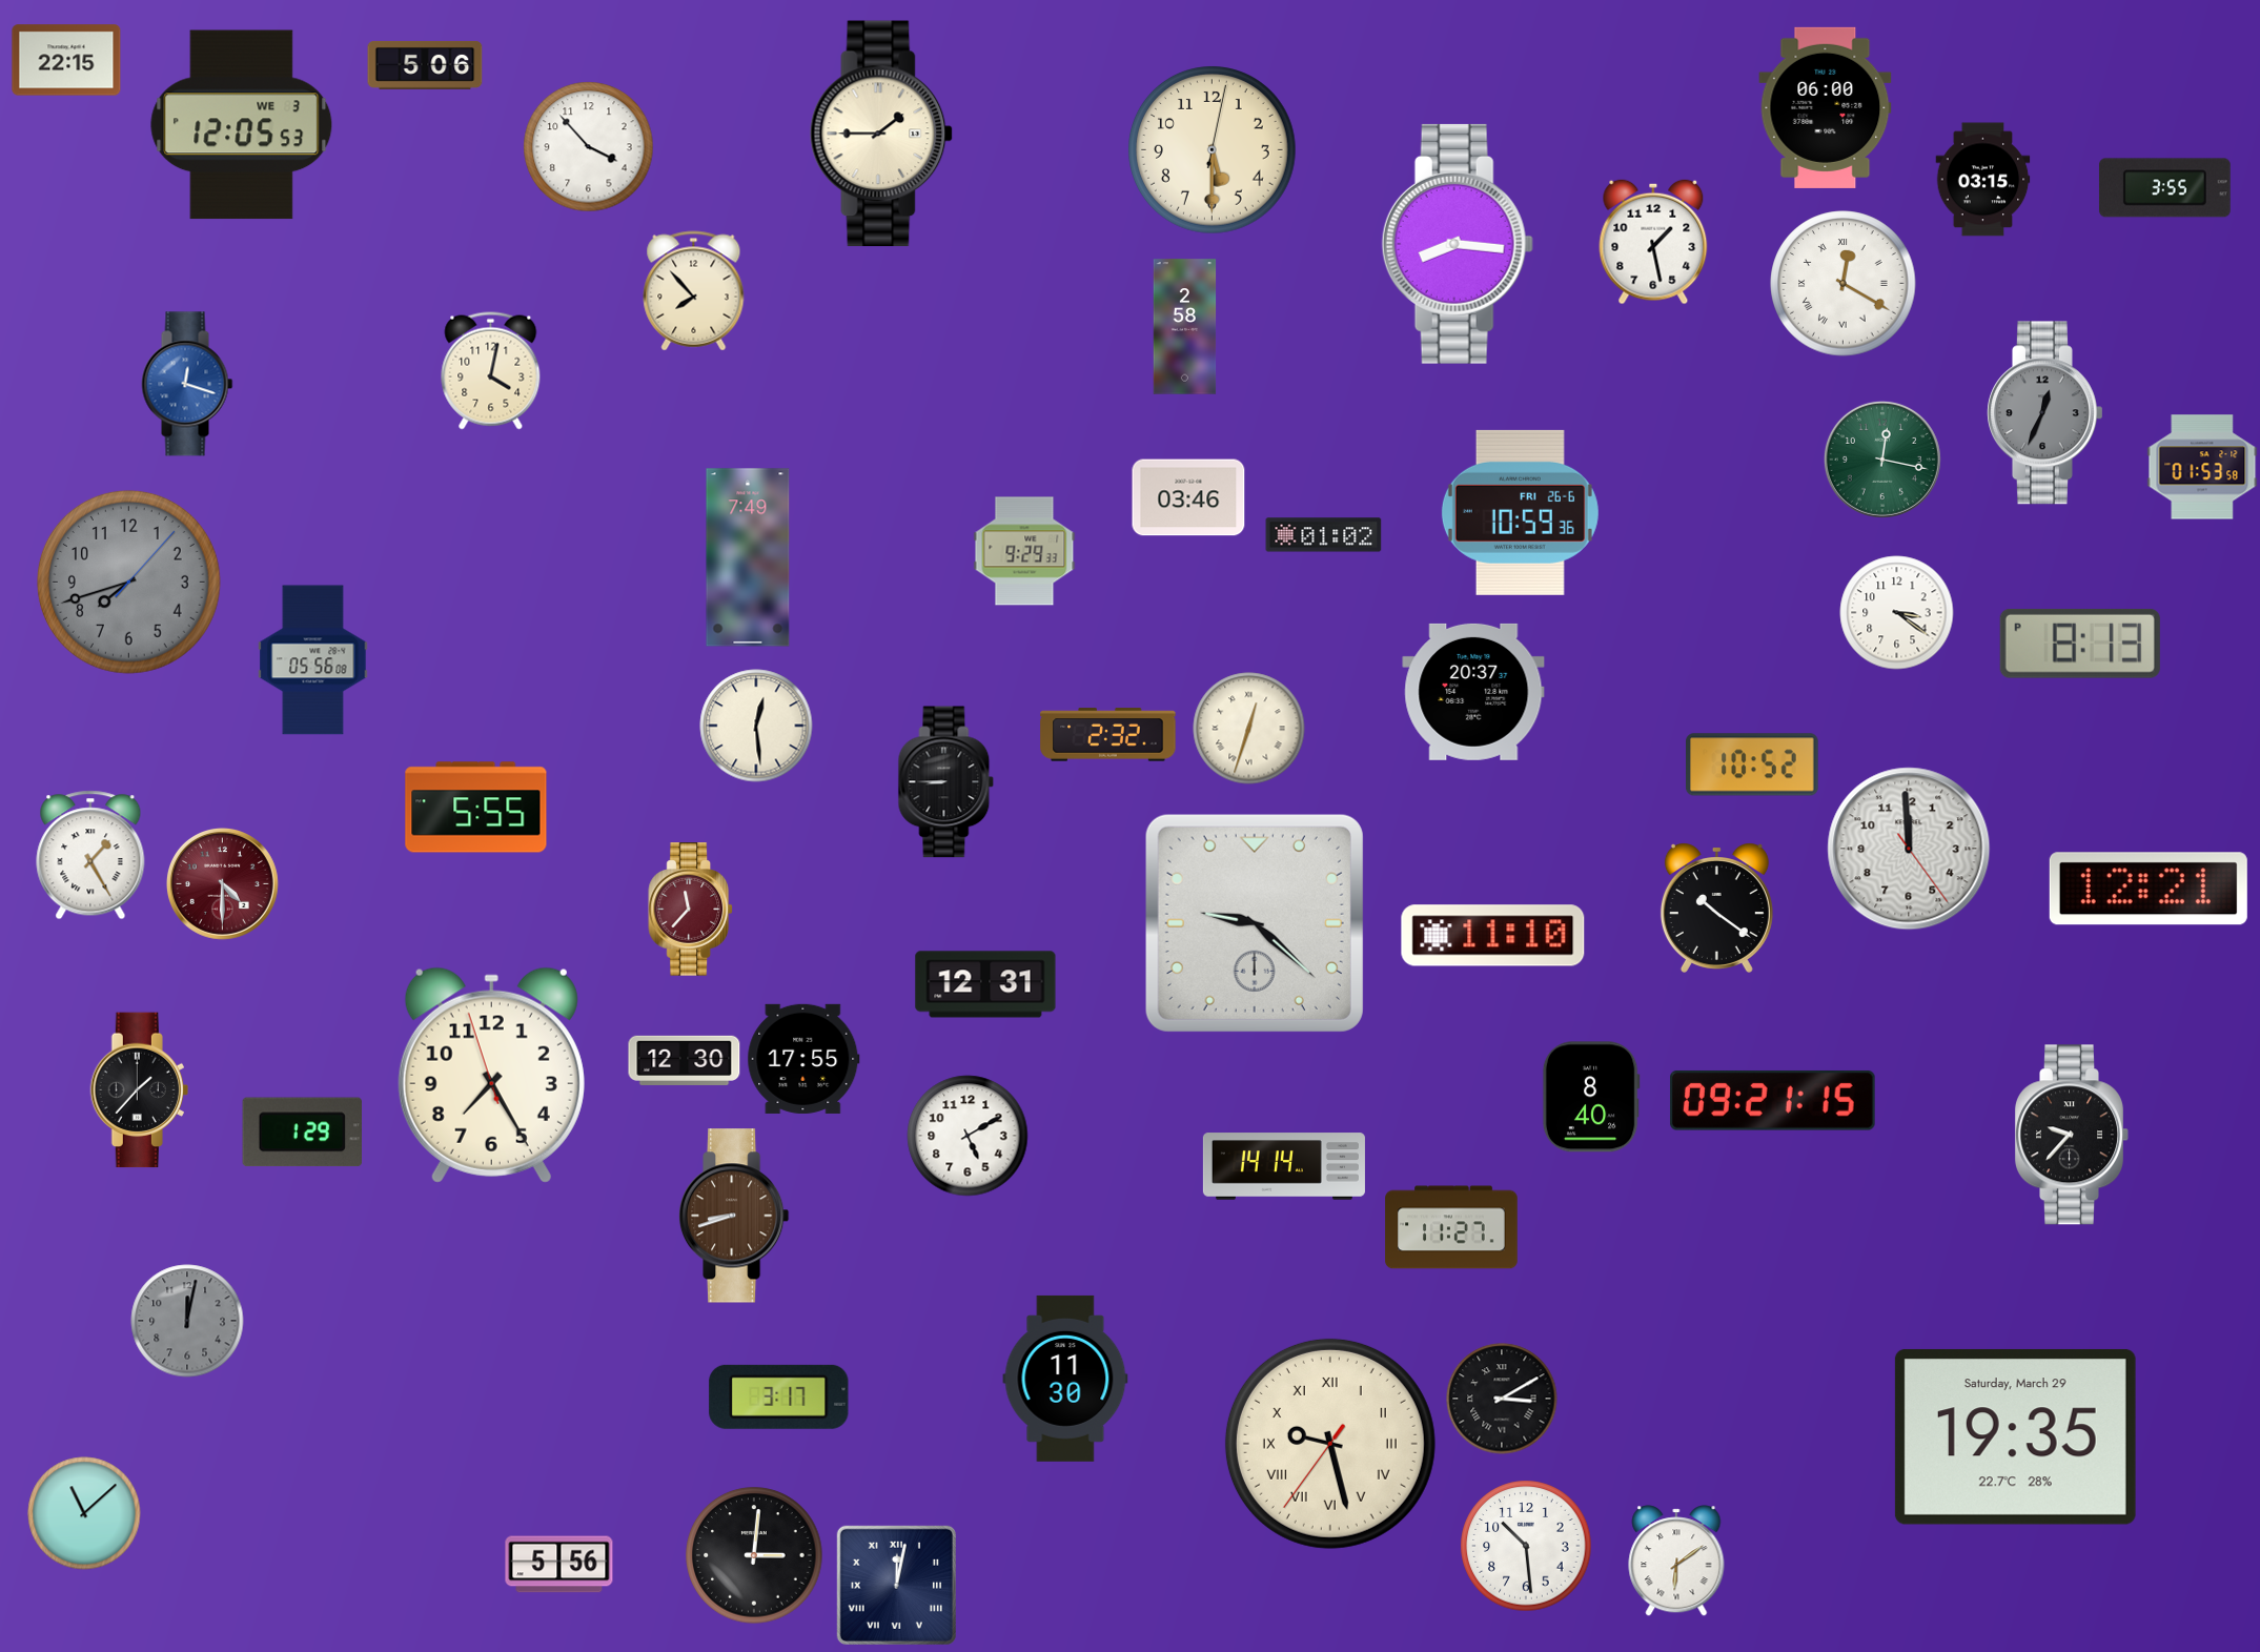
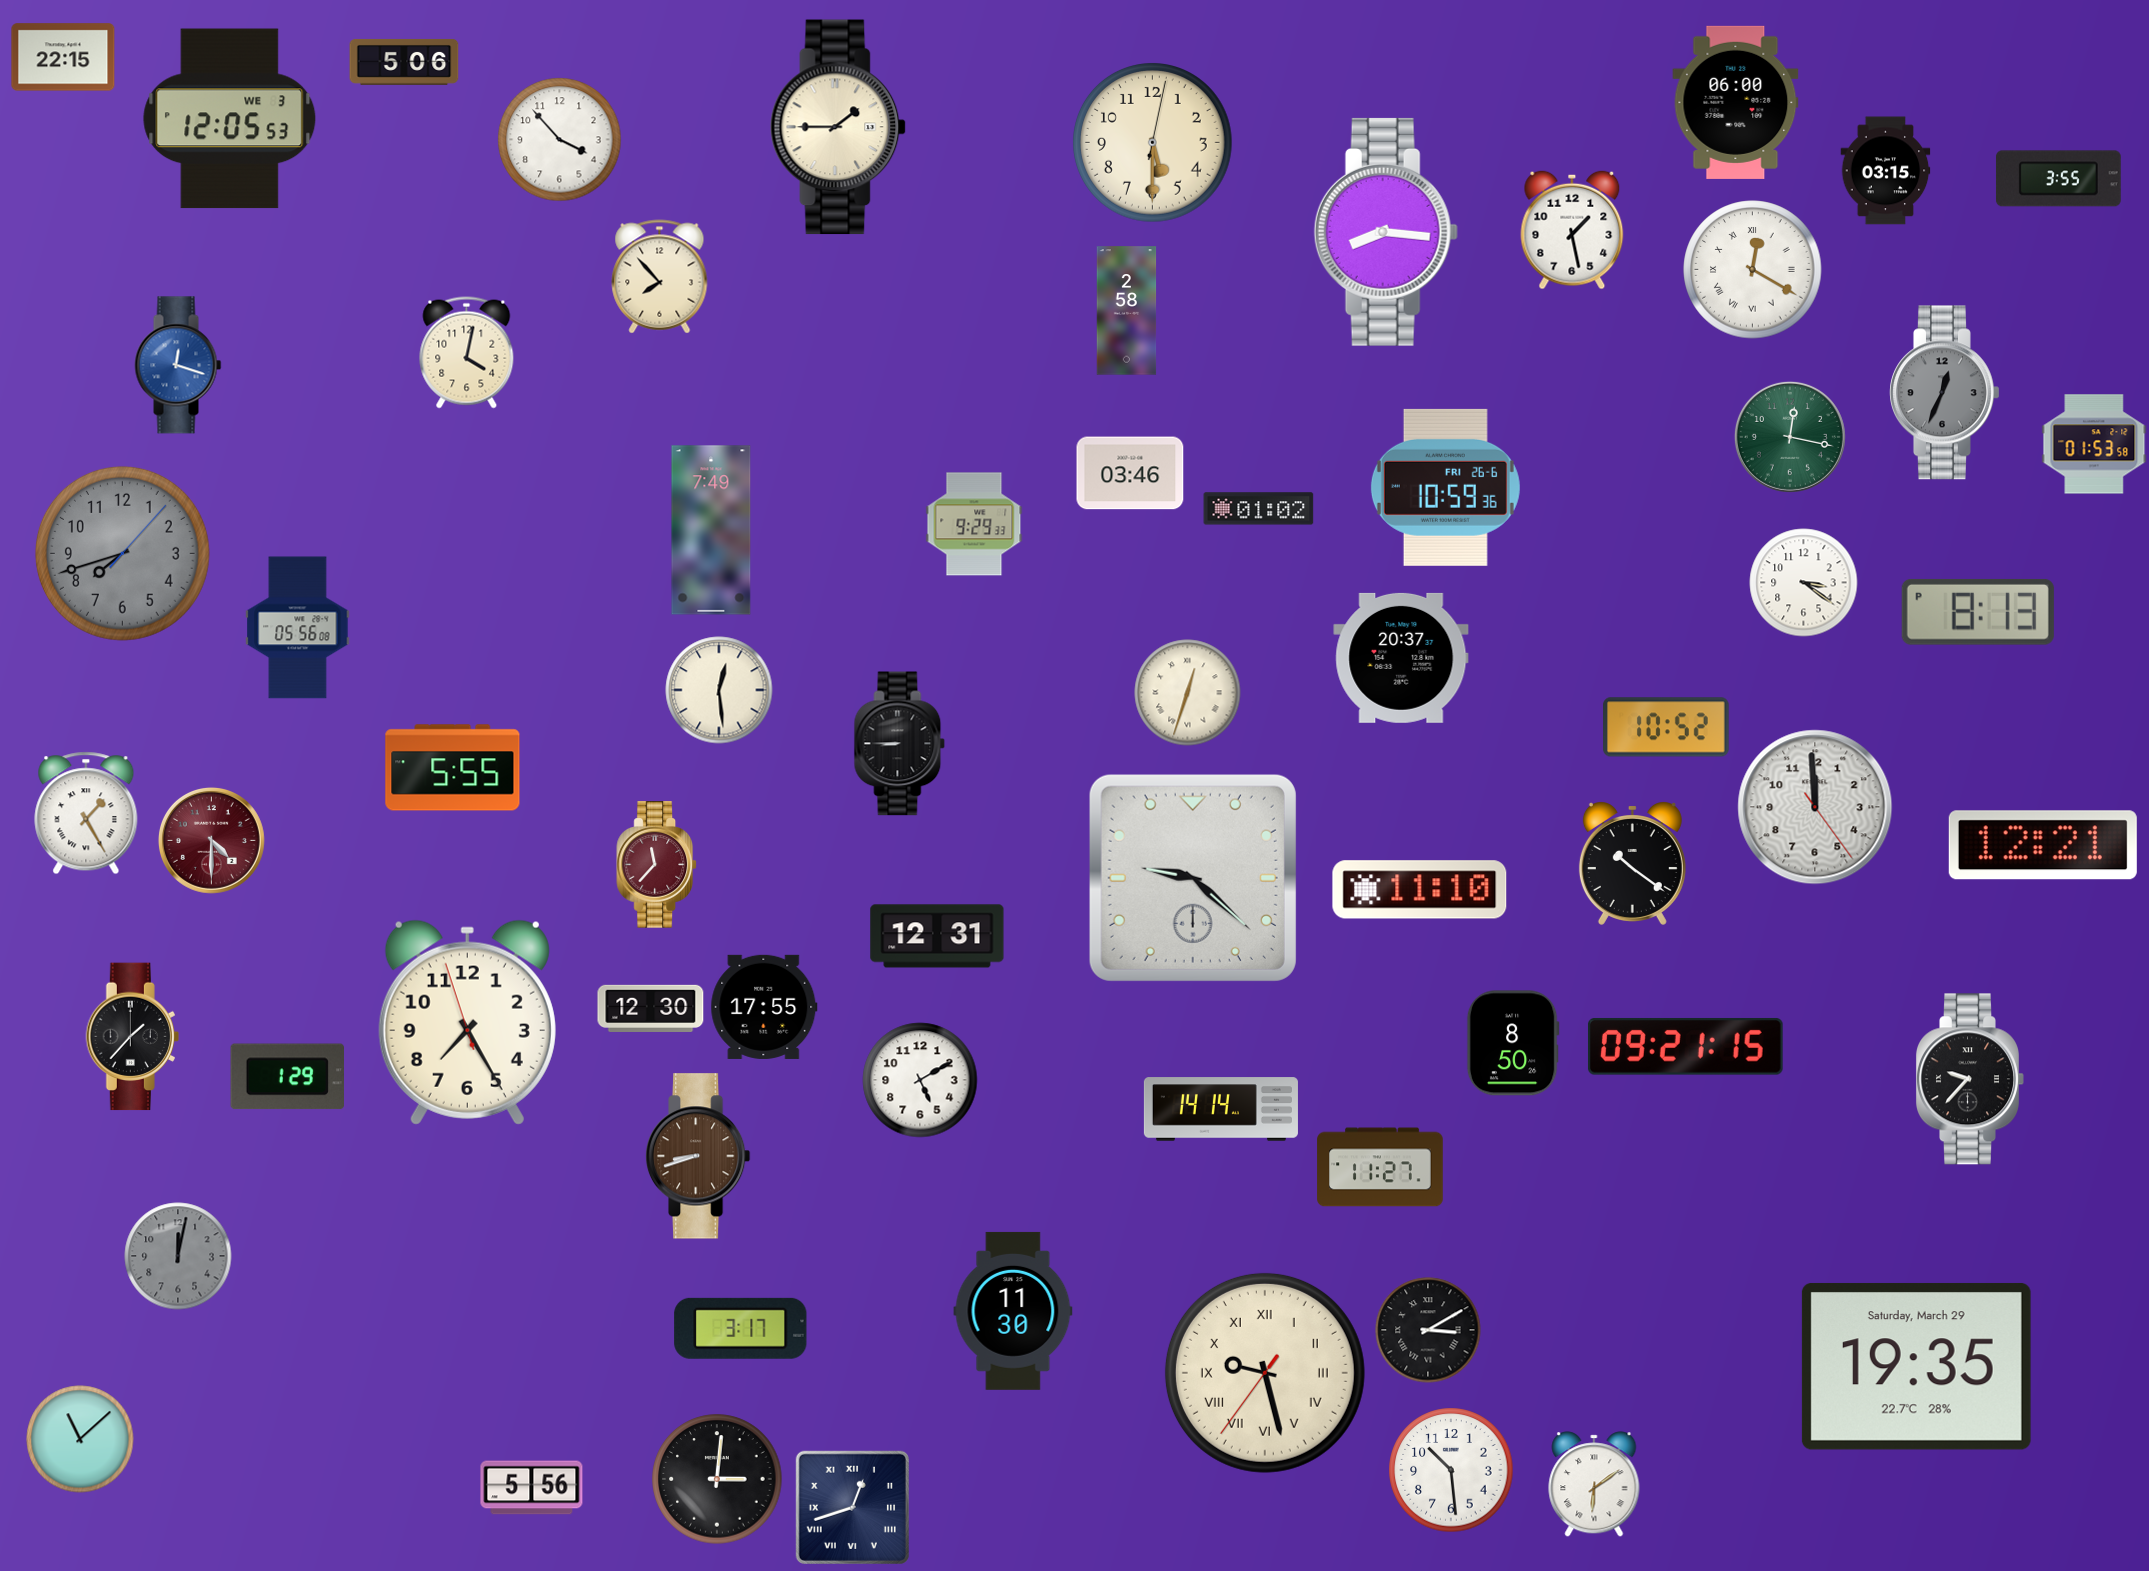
clock at (1108, 735): 2:32 -> none
clock at (1591, 1097): 8:40 -> 8:50
clock at (896, 1585): 12:02 -> 12:42
